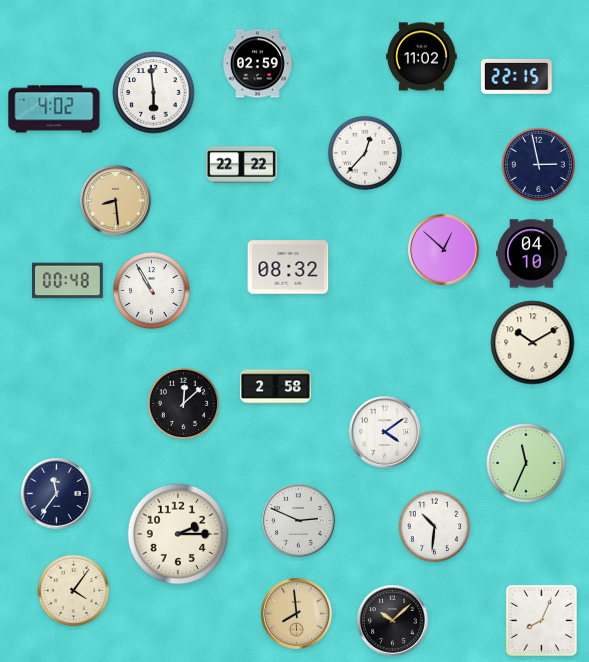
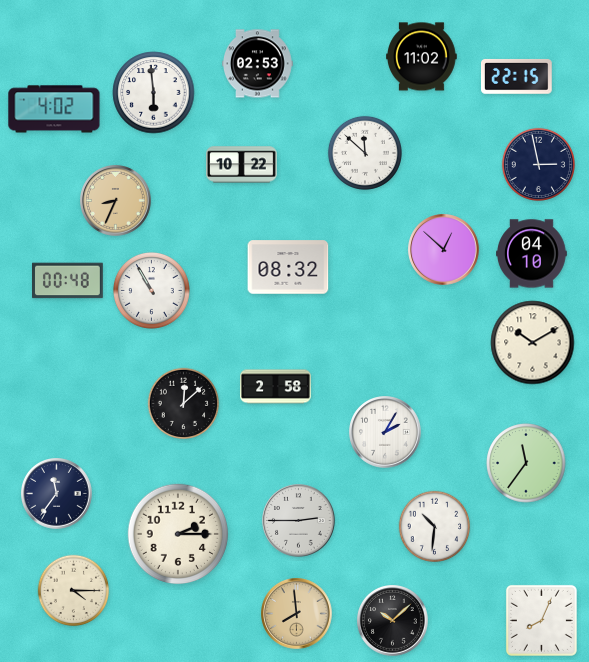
clock at (258, 64): 02:59 -> 02:53
clock at (365, 153): 12:37 -> 11:52
clock at (242, 165): 22:22 -> 10:22
clock at (116, 201): 8:29 -> 8:34
clock at (385, 432): 4:09 -> 2:05
clock at (526, 463): 11:34 -> 11:36
clock at (299, 521): 2:49 -> 2:45
clock at (74, 591): 4:06 -> 4:15
